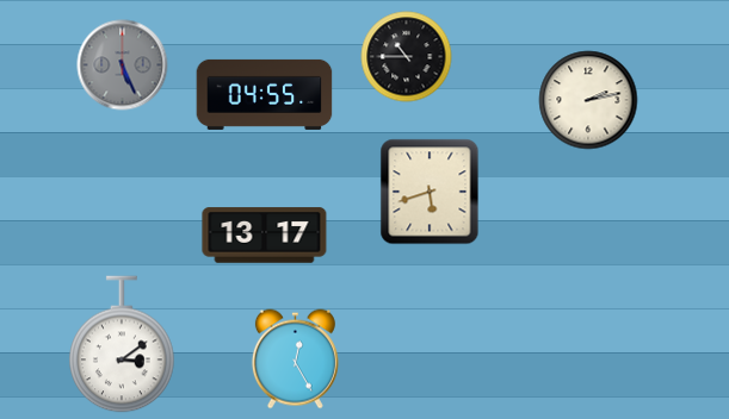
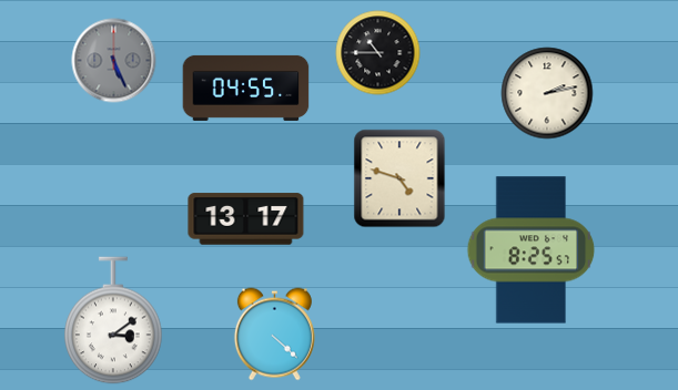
clock at (430, 192): 5:42 -> 4:48
clock at (532, 250): none -> 8:25
clock at (295, 359): 12:25 -> 4:22
